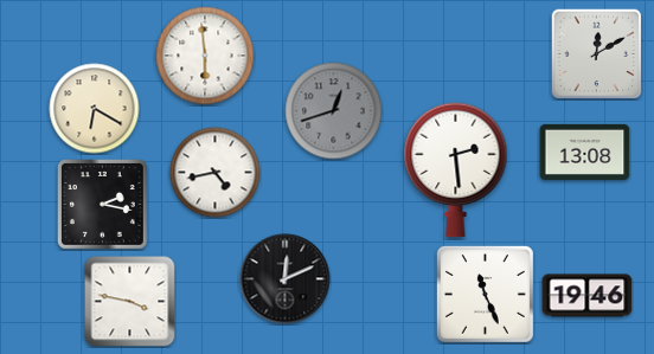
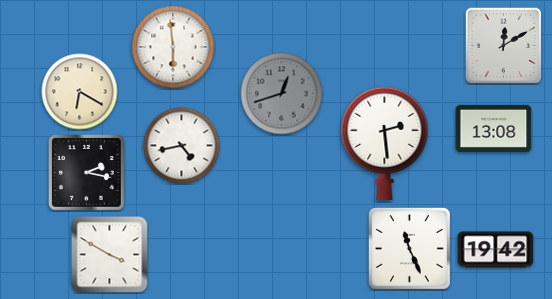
clock at (286, 279): 12:11 -> none
clock at (588, 296): 19:46 -> 19:42
clock at (130, 302): 3:47 -> 3:50
